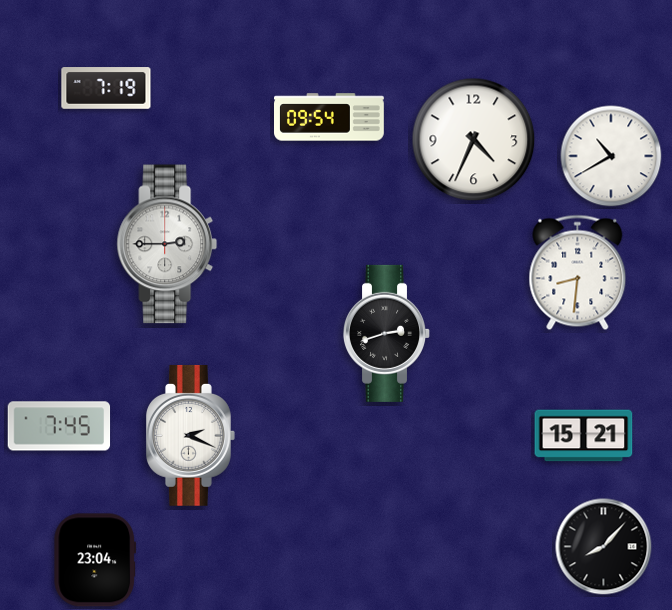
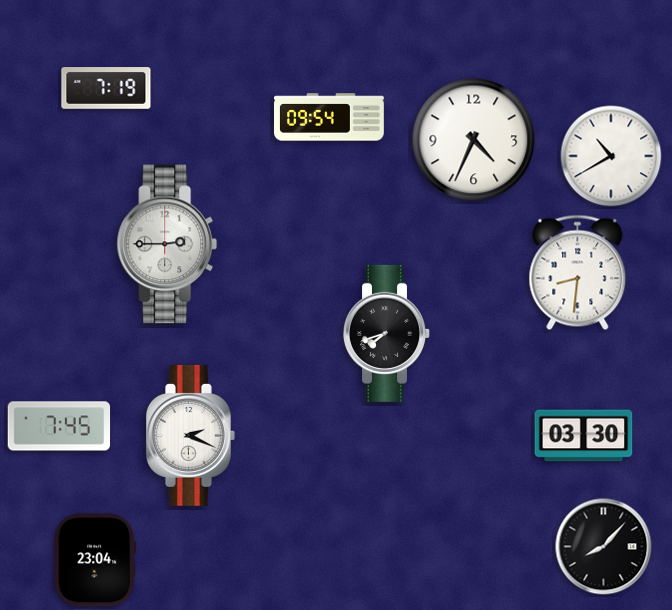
clock at (386, 333): 2:42 -> 7:42
clock at (584, 436): 15:21 -> 03:30
